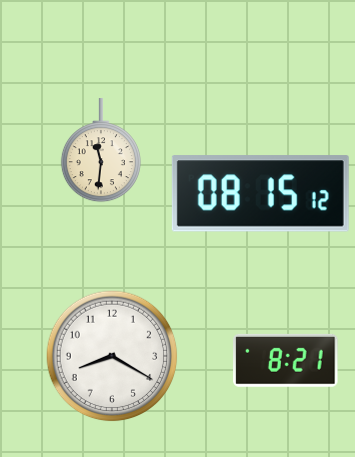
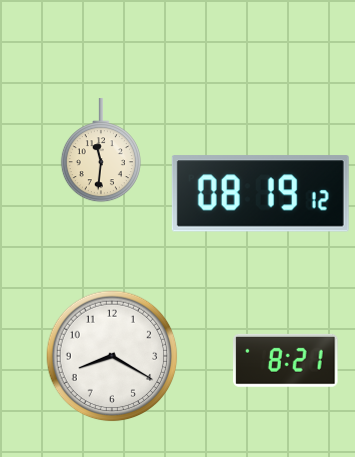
clock at (260, 194): 08:15 -> 08:19
